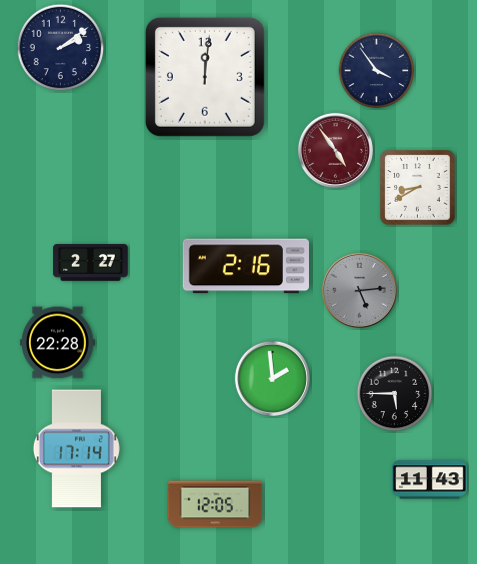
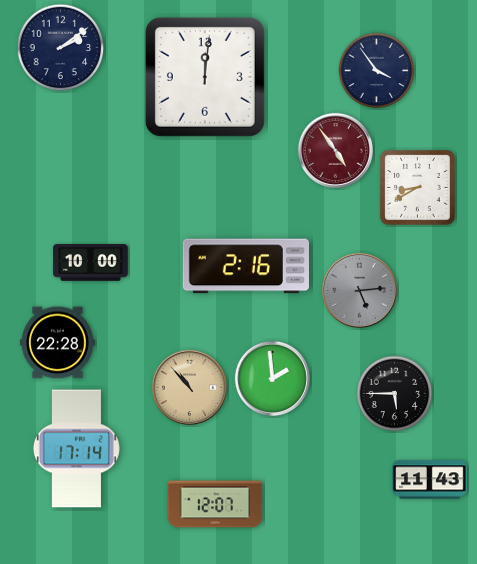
clock at (91, 263): 2:27 -> 10:00
clock at (189, 387): none -> 10:53
clock at (215, 504): 12:05 -> 12:07
